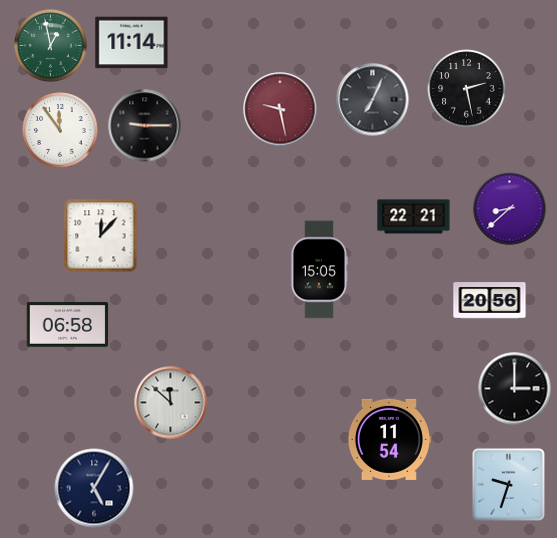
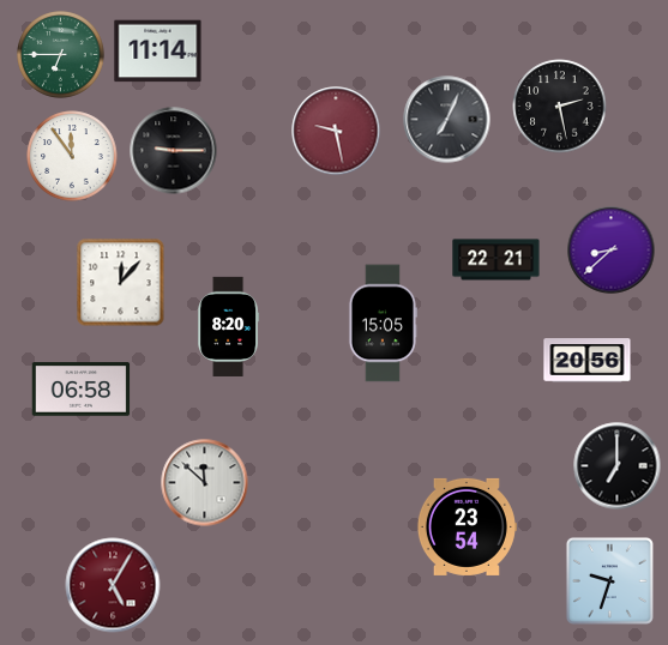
clock at (51, 46): 12:58 -> 6:45
clock at (229, 326): none -> 8:20
clock at (515, 389): 3:00 -> 7:00
clock at (389, 439): 11:54 -> 23:54
clock at (94, 488) dial: navy -> burgundy
